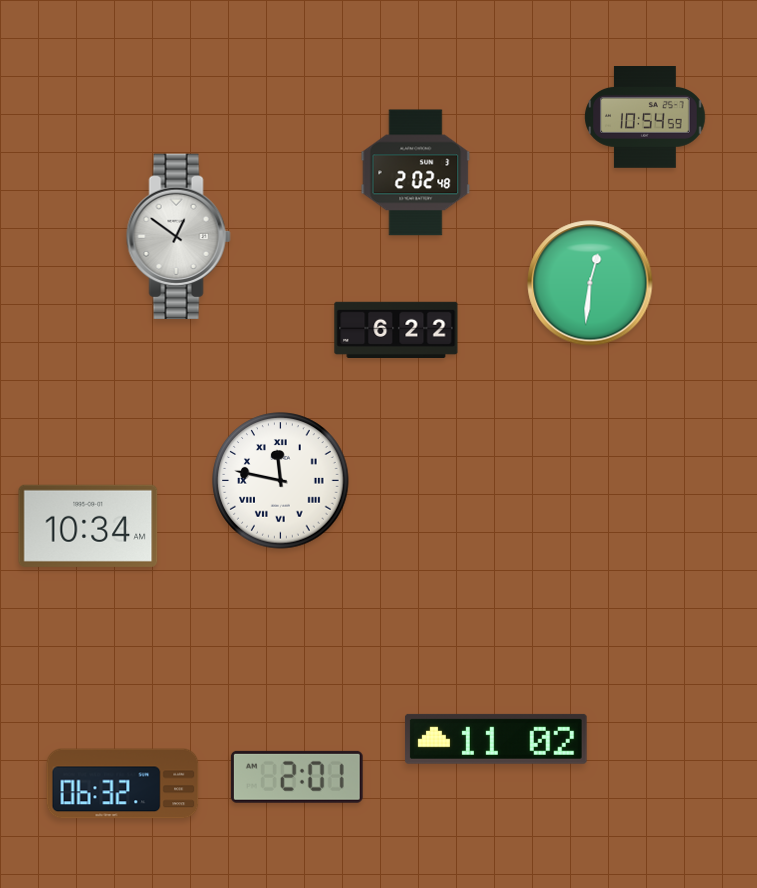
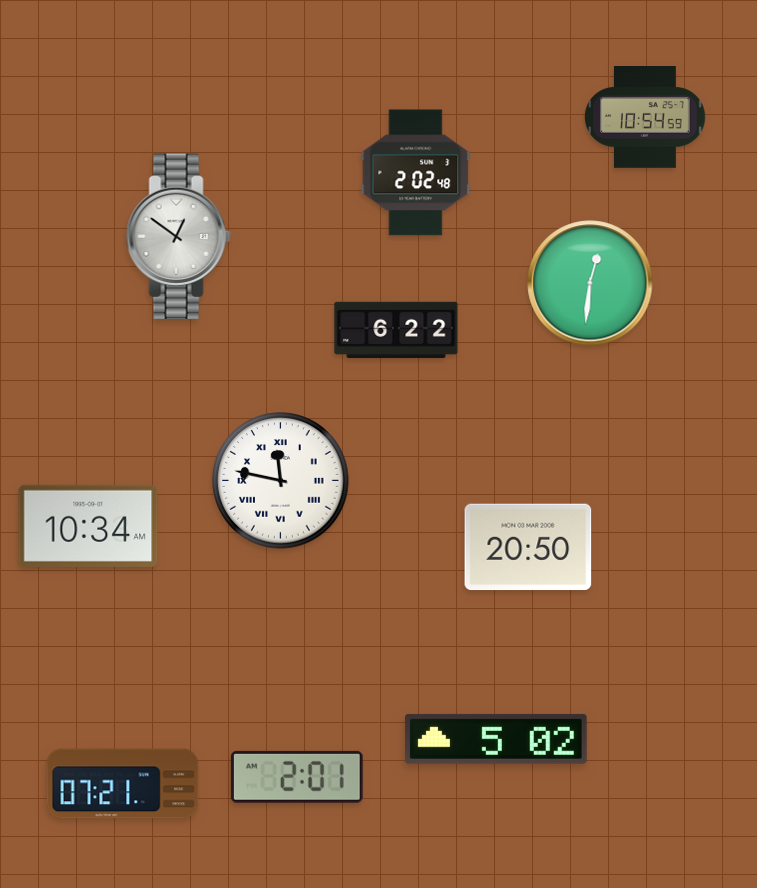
clock at (528, 547): none -> 20:50
clock at (496, 739): 11:02 -> 5:02
clock at (123, 784): 06:32 -> 07:21
